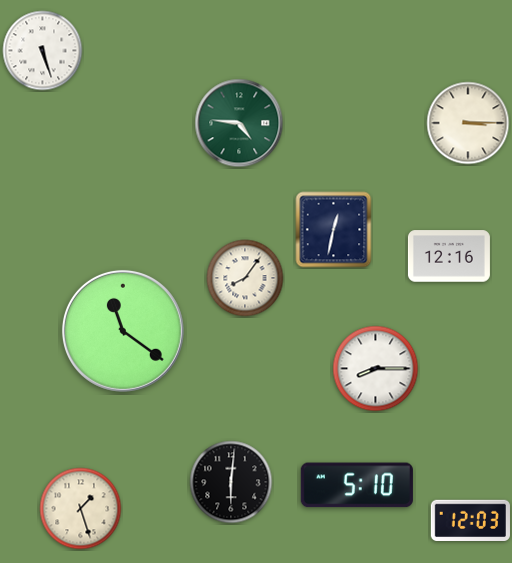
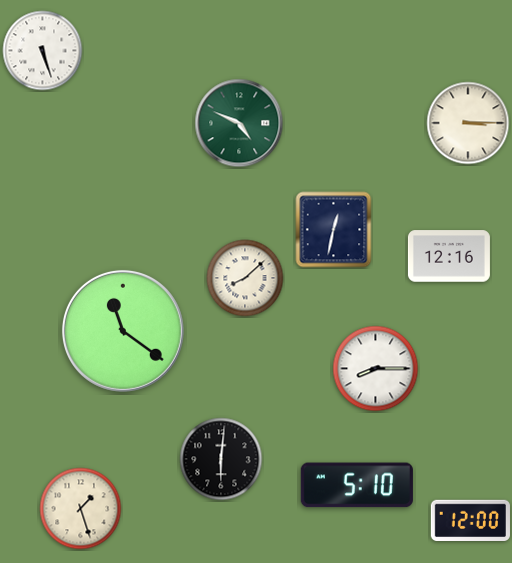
clock at (239, 123): 4:46 -> 4:49
clock at (245, 278): 8:06 -> 8:08
clock at (231, 482) position: (231, 482) -> (221, 459)
clock at (470, 520): 12:03 -> 12:00
